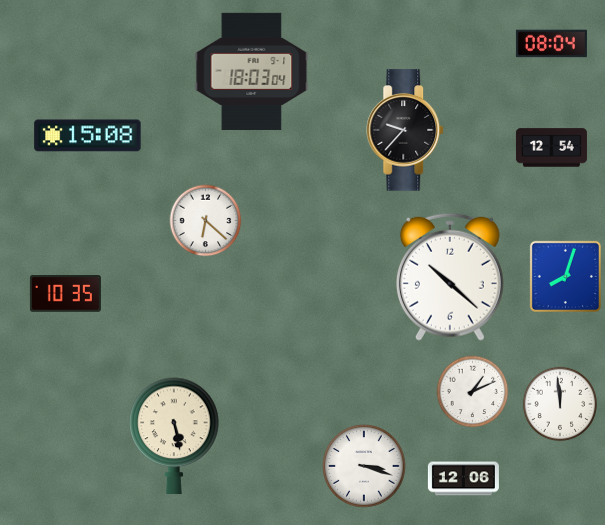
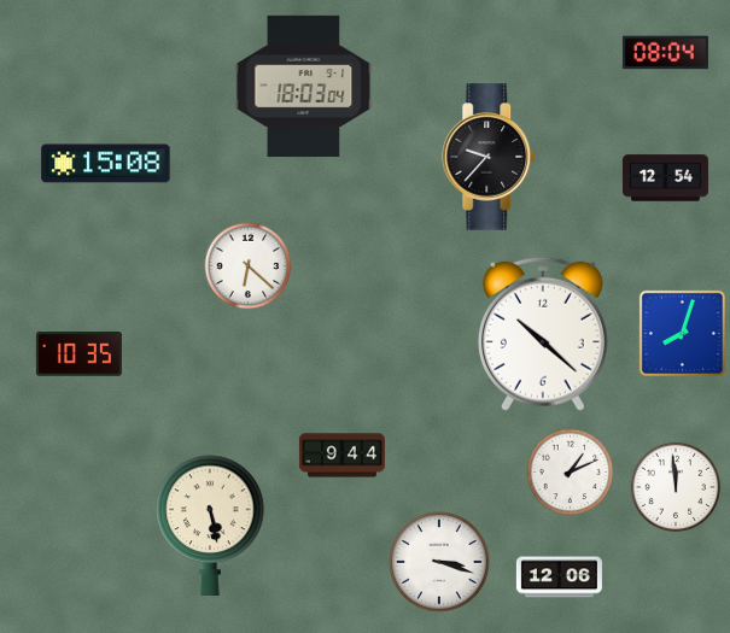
clock at (341, 456): none -> 9:44
